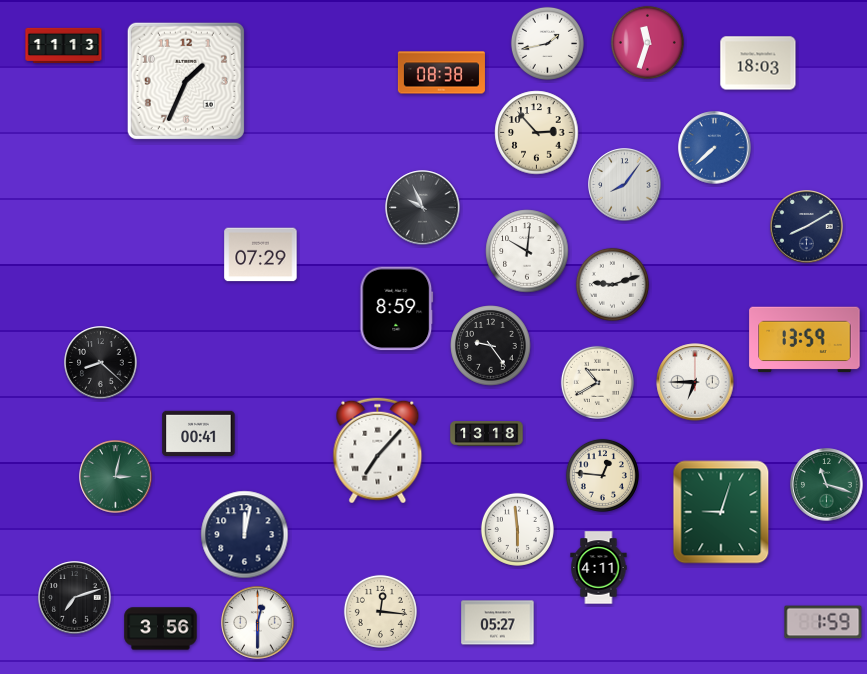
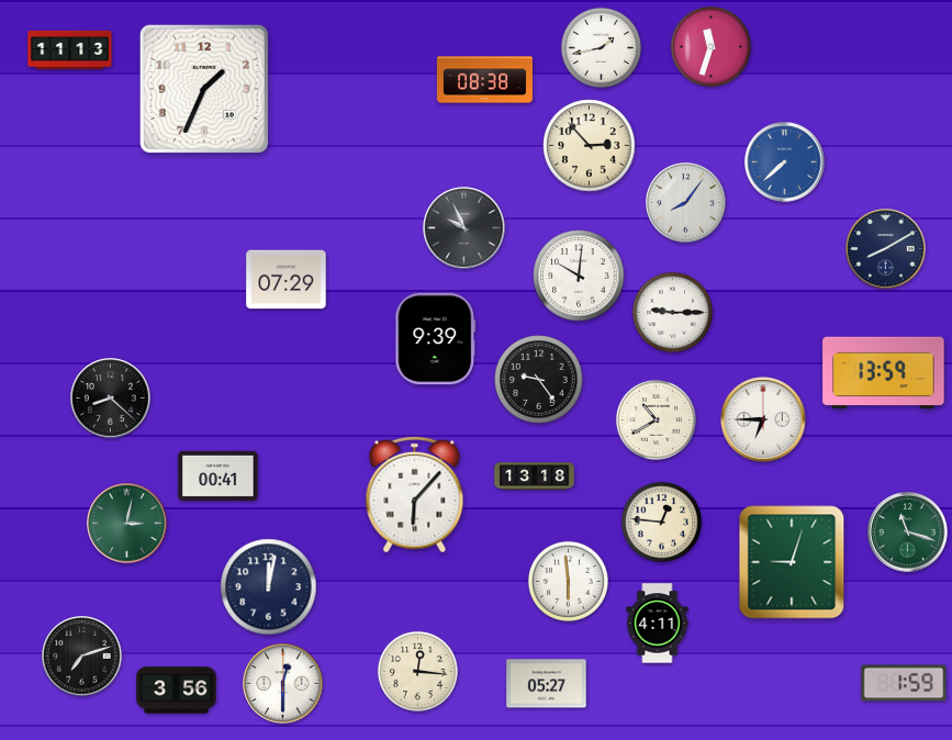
clock at (758, 63): 18:03 -> none
clock at (612, 284): 9:12 -> 9:15
clock at (397, 309): 8:59 -> 9:39
clock at (378, 451): 7:07 -> 6:07
